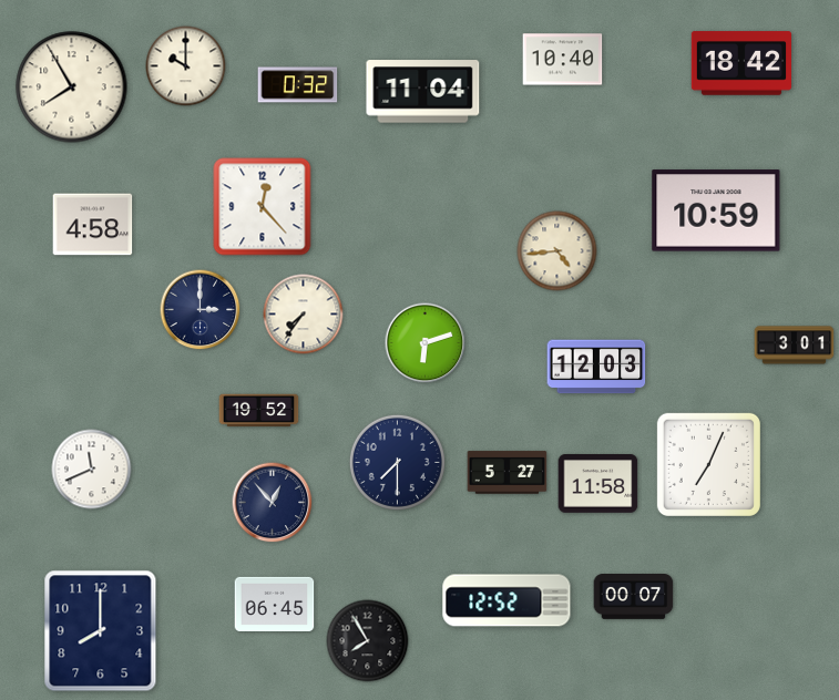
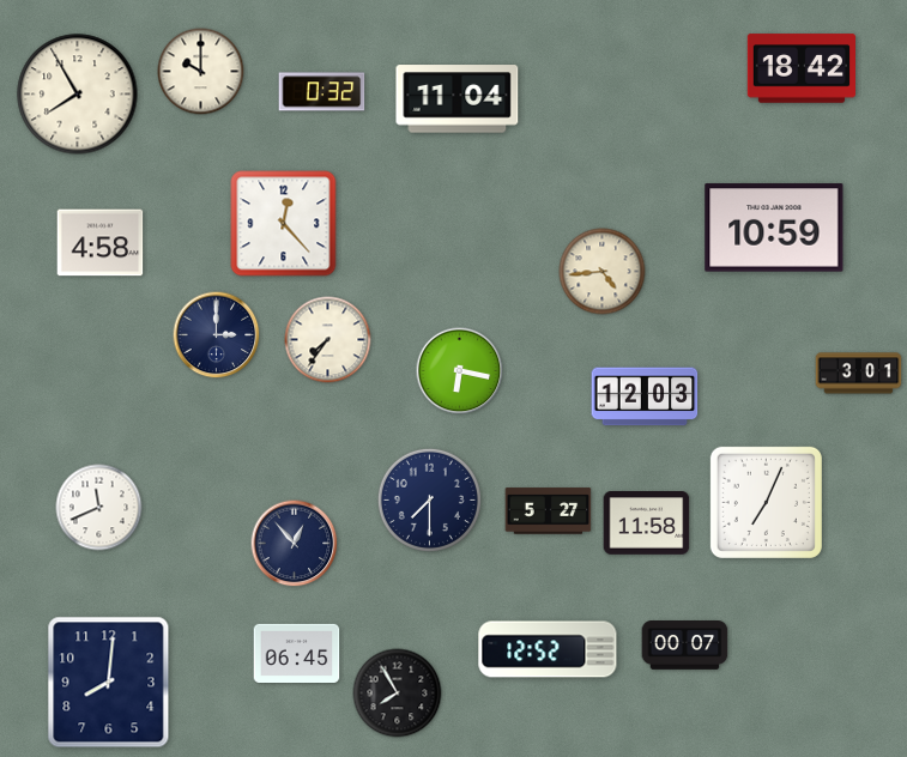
clock at (563, 60): 10:40 -> none
clock at (426, 343): 6:12 -> 6:17
clock at (259, 411): 19:52 -> none
clock at (101, 631): 8:00 -> 8:01
